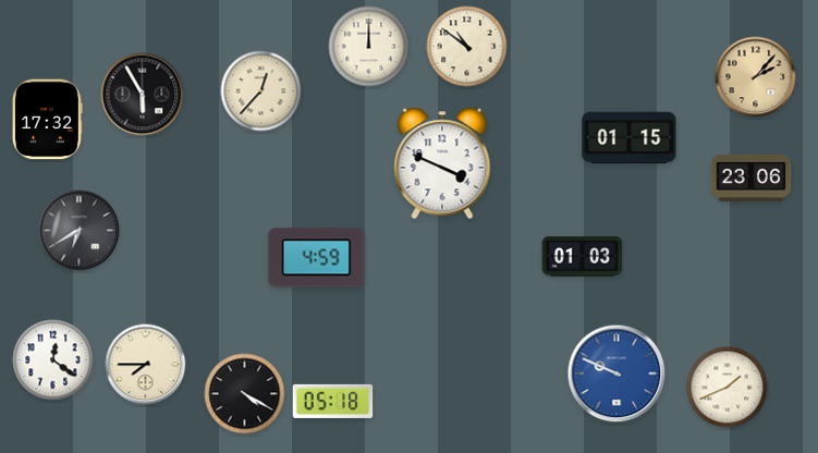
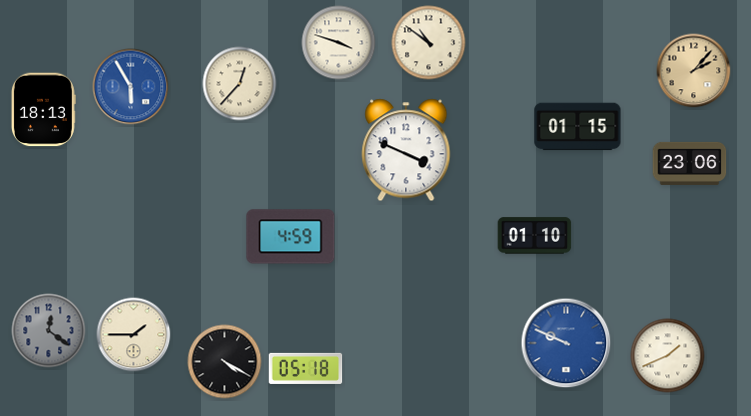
clock at (369, 47): 12:00 -> 3:48
clock at (143, 95) dial: black -> blue
clock at (47, 120): 17:32 -> 18:13
clock at (80, 231): 6:40 -> none
clock at (583, 257): 01:03 -> 01:10
clock at (53, 360) dial: white -> grey
clock at (146, 365): 7:45 -> 1:45
